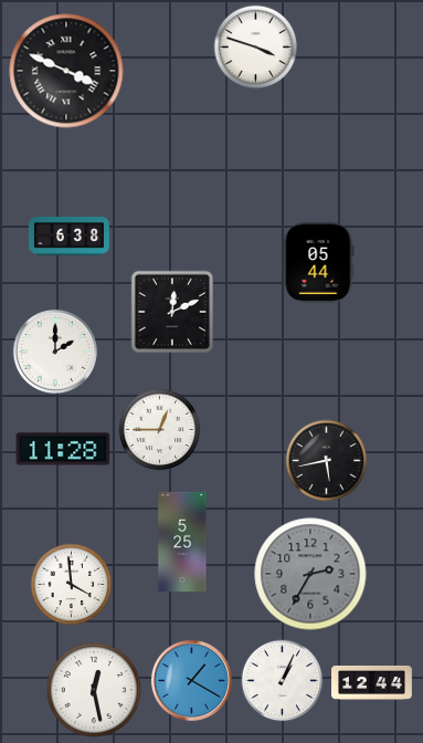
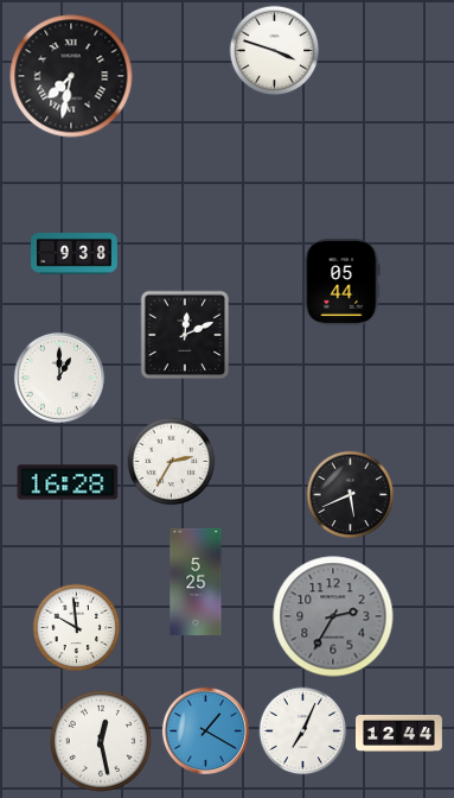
clock at (66, 71): 3:49 -> 7:32
clock at (70, 237): 6:38 -> 9:38
clock at (55, 352): 2:00 -> 1:00
clock at (160, 430): 12:45 -> 2:35
clock at (63, 449): 11:28 -> 16:28
clock at (327, 461): 5:43 -> 5:41
clock at (72, 585): 3:59 -> 9:59
clock at (283, 681): 1:04 -> 7:04
